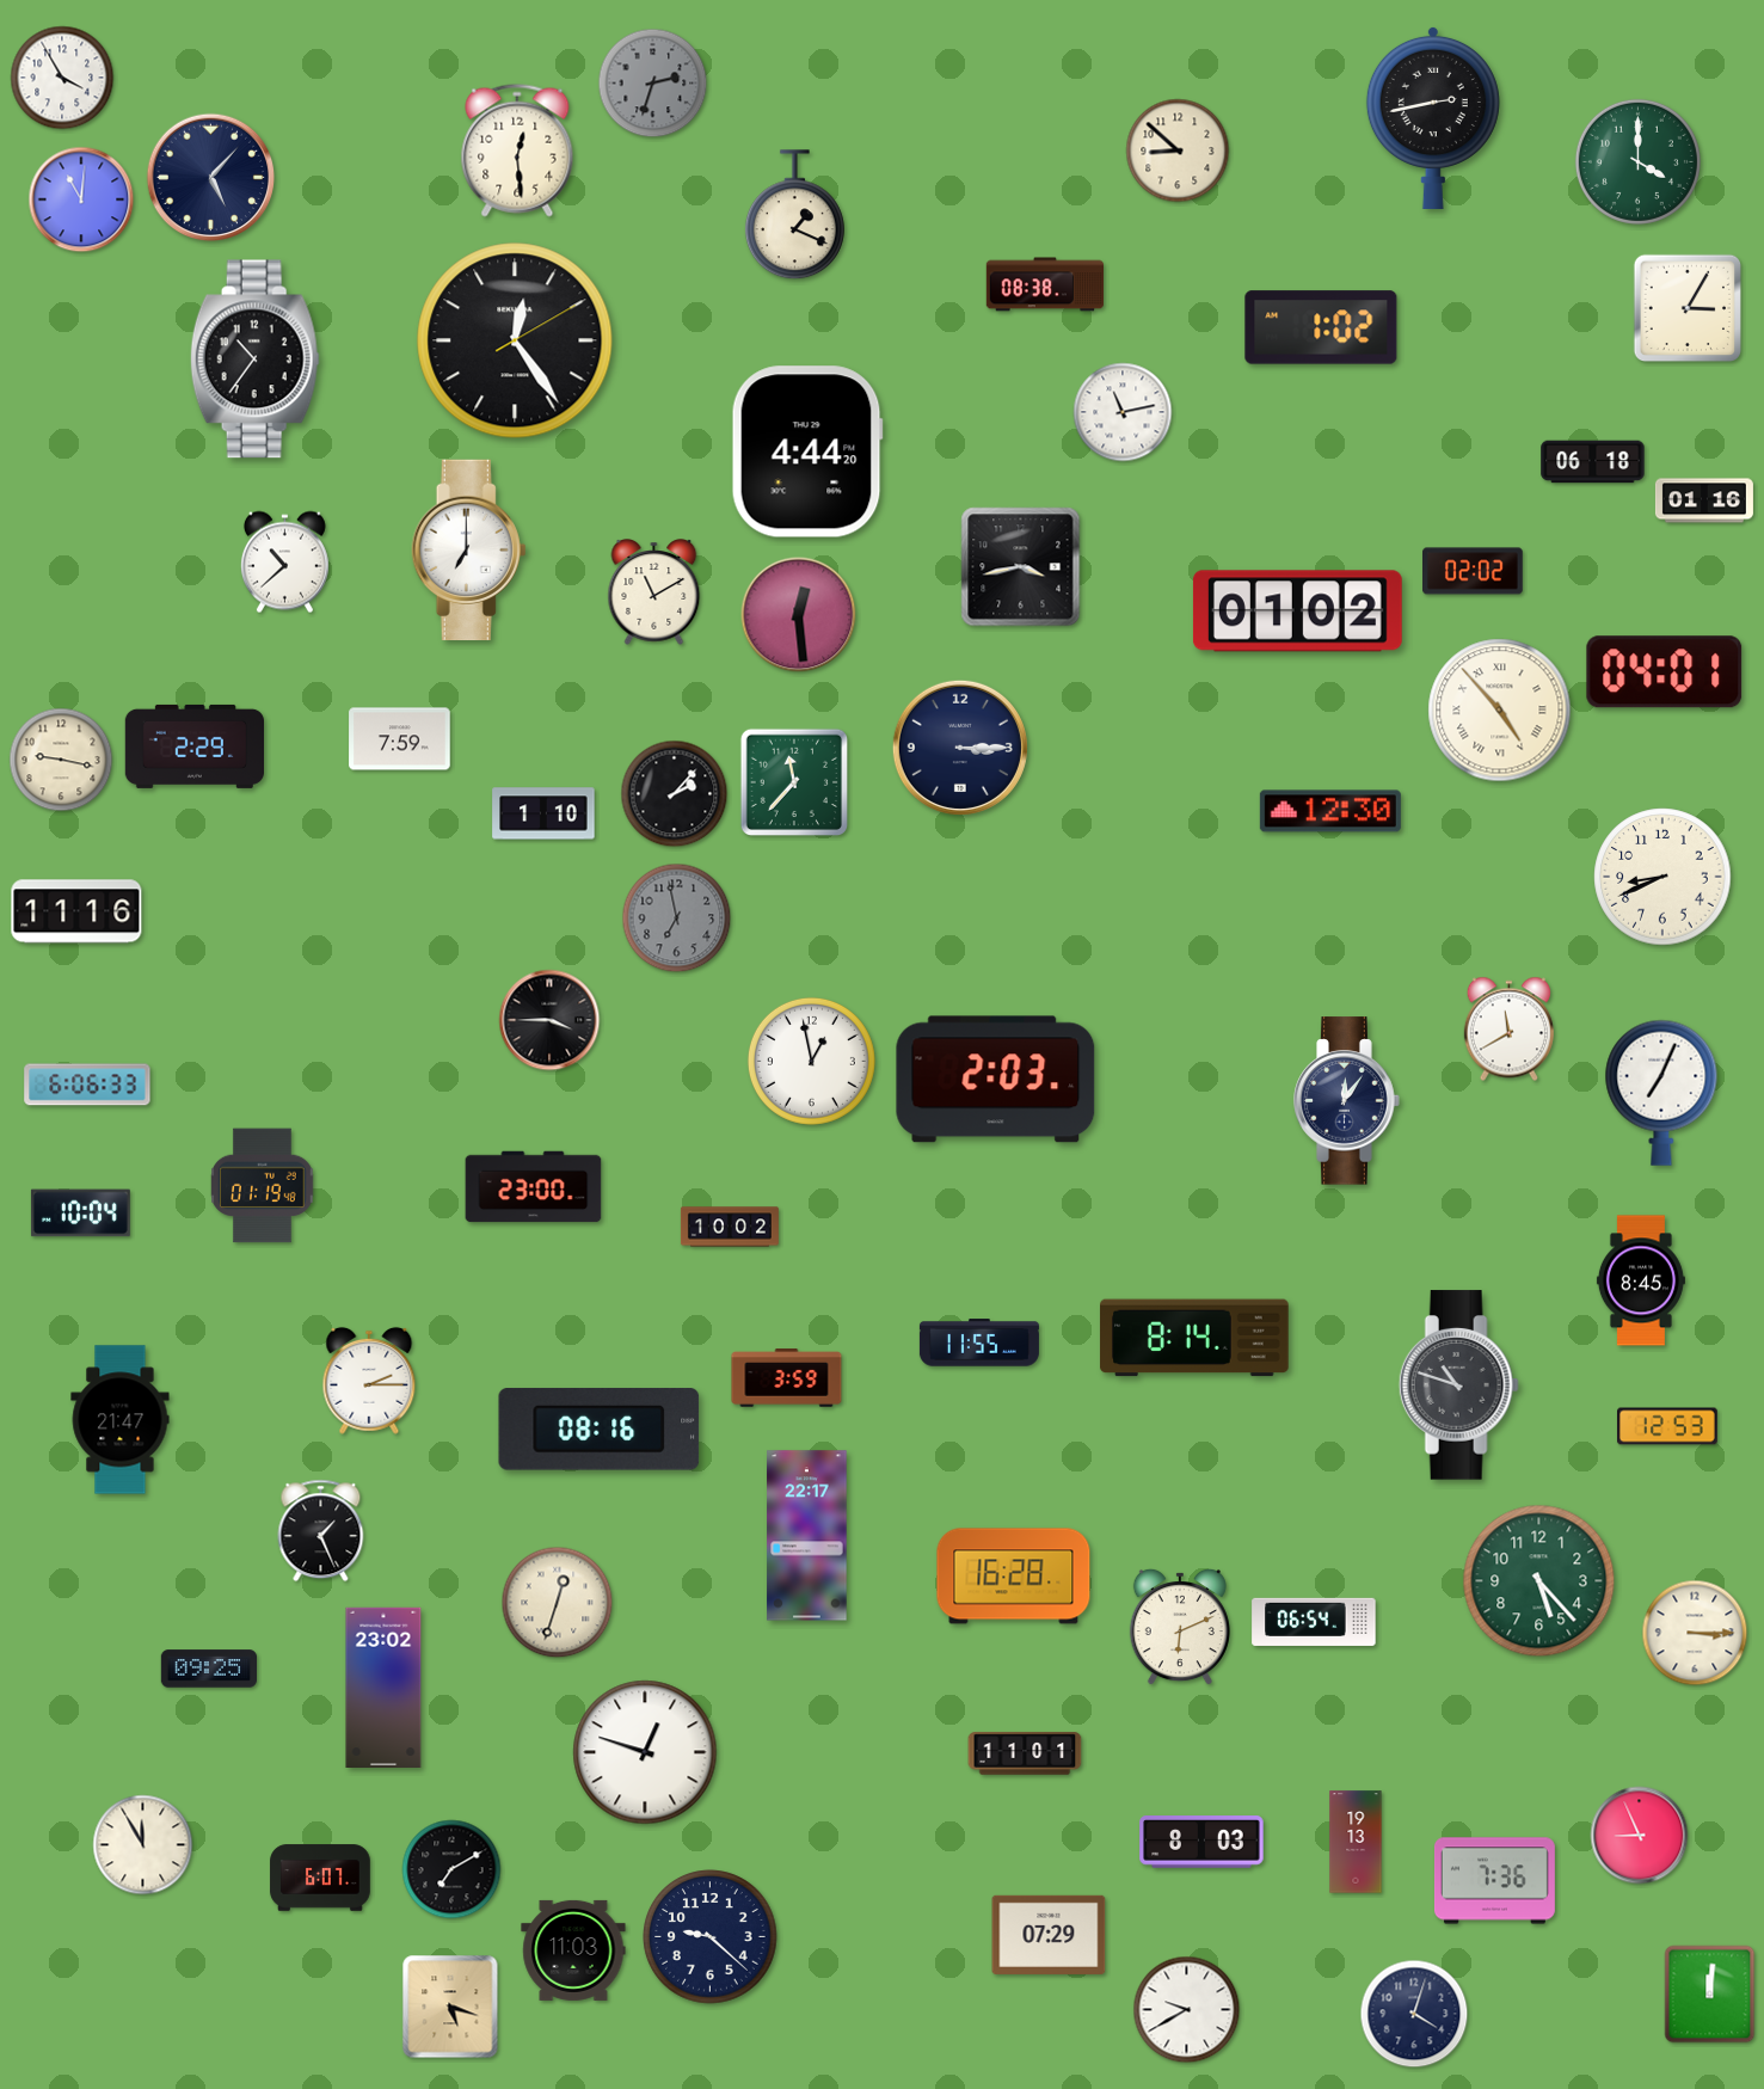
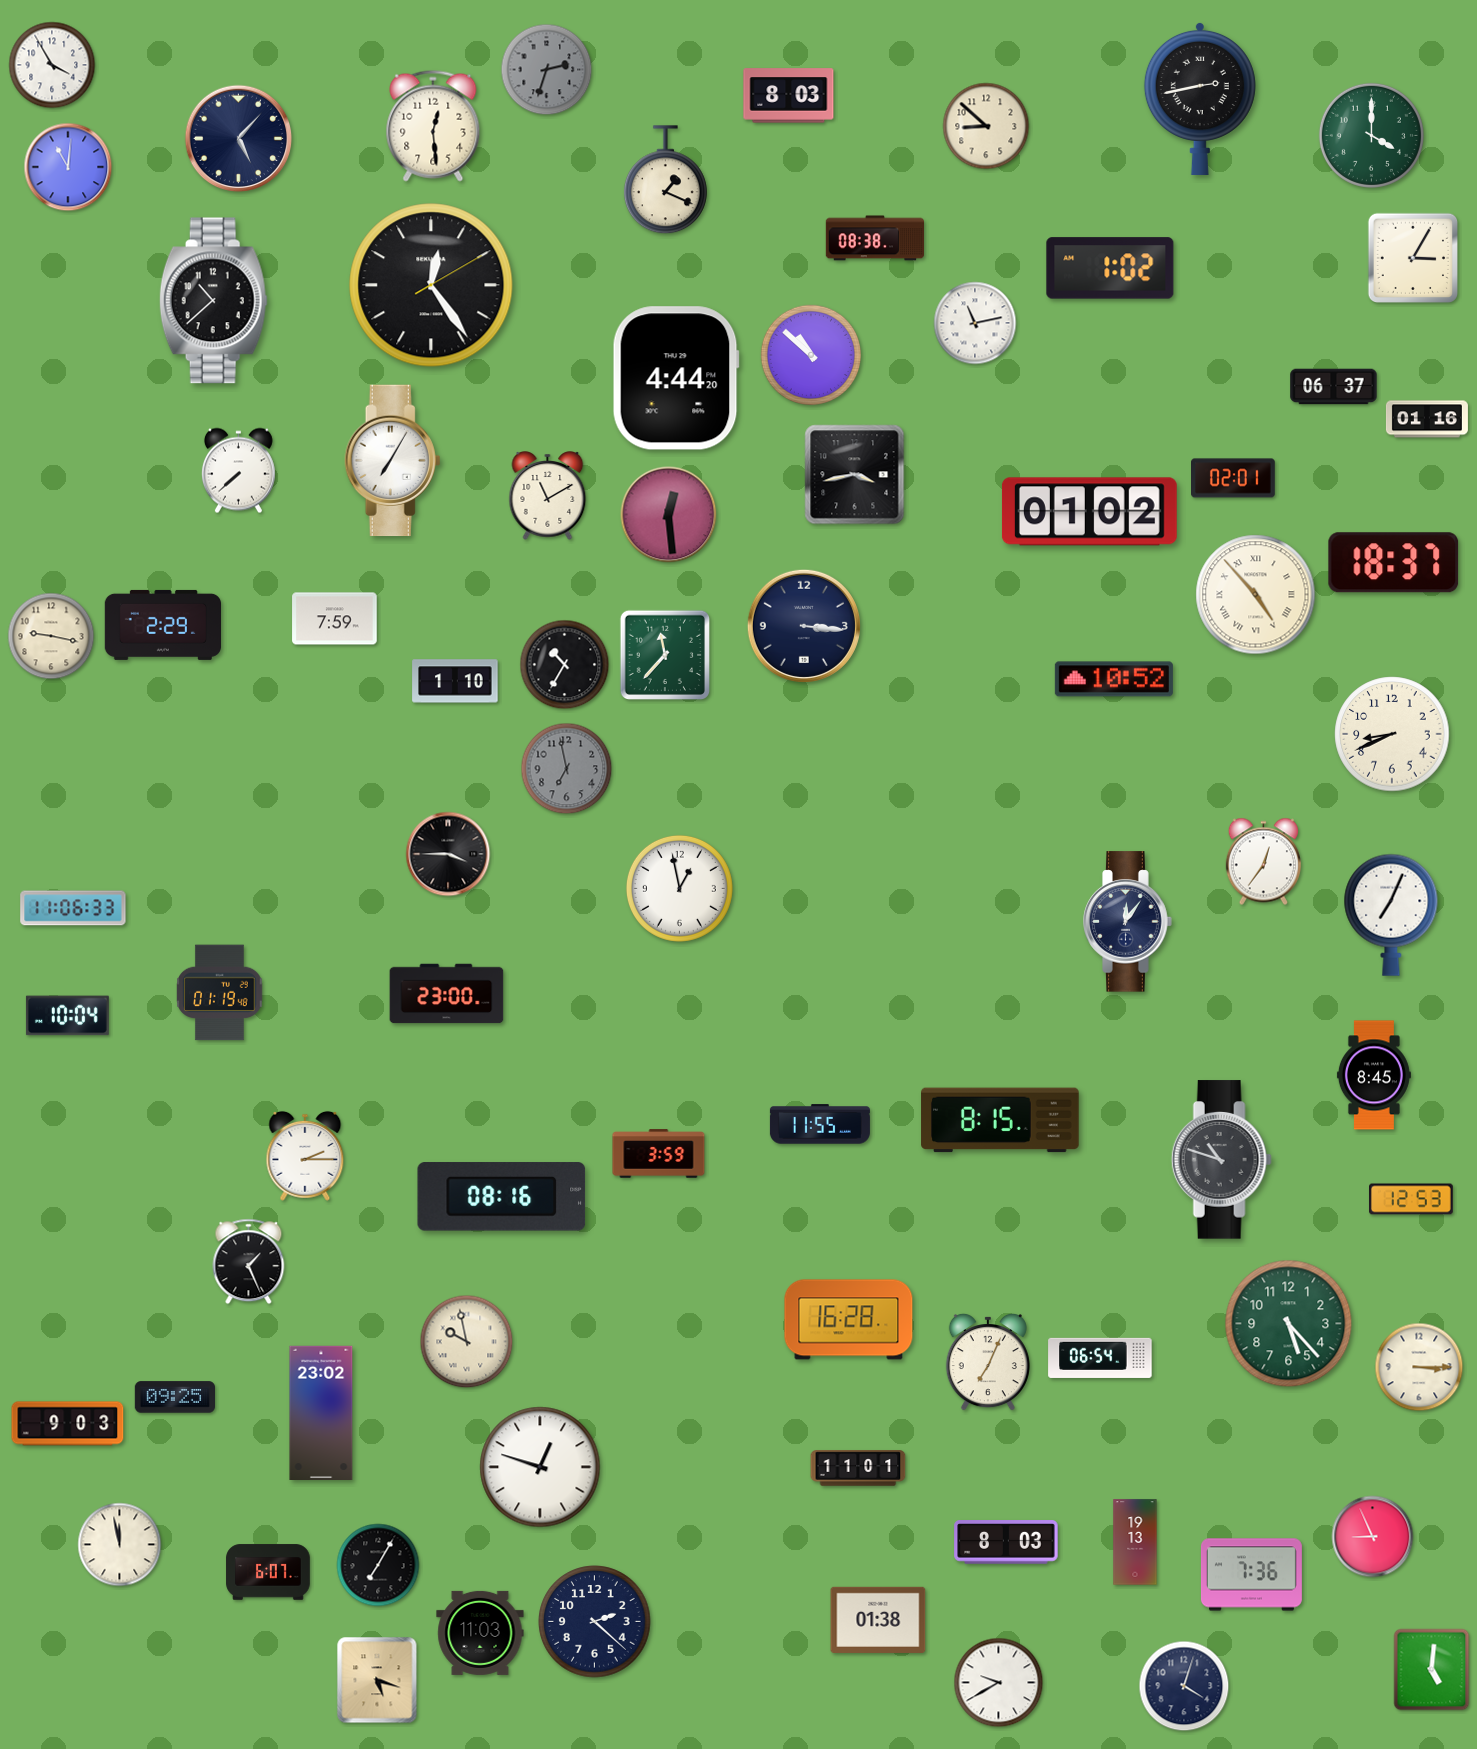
clock at (789, 96): none -> 8:03
clock at (211, 178) position: (211, 178) -> (239, 139)
clock at (1321, 327) position: (1321, 327) -> (1110, 268)
clock at (254, 360): 10:36 -> 10:38
clock at (1123, 412) position: (1123, 412) -> (975, 323)
clock at (810, 354): none -> 10:52
clock at (1593, 462): 06:18 -> 06:37
clock at (469, 551): 7:00 -> 7:05
clock at (284, 563): 10:38 -> 7:38
clock at (1474, 571): 02:02 -> 02:01
clock at (1297, 612) position: (1297, 612) -> (1089, 512)
clock at (1665, 672): 04:01 -> 18:37
clock at (960, 748): 3:15 -> 3:16
clock at (675, 794): 2:07 -> 10:35
clock at (1330, 811): 12:30 -> 10:52
clock at (76, 911): 11:16 -> none
clock at (549, 1020) position: (549, 1020) -> (448, 854)
clock at (1508, 1030): 11:40 -> 12:36
clock at (996, 1080): 2:03 -> none
clock at (87, 1085): 6:06 -> 11:06
clock at (730, 1227): 10:02 -> none
clock at (1641, 1280) position: (1641, 1280) -> (1374, 1075)
clock at (1194, 1338): 8:14 -> 8:15
clock at (369, 1381) position: (369, 1381) -> (305, 1156)
clock at (121, 1420): 21:47 -> none
clock at (1668, 1426) position: (1668, 1426) -> (1412, 1199)
clock at (321, 1531) position: (321, 1531) -> (249, 1262)
clock at (807, 1536): 22:17 -> none
clock at (558, 1603): 12:33 -> 9:58
clock at (1180, 1627): 6:11 -> 7:04
clock at (68, 1424): none -> 9:03
clock at (143, 1845): 11:55 -> 11:58
clock at (451, 1869): 7:10 -> 7:05
clock at (1049, 1935): 07:29 -> 01:38
clock at (711, 1937): 9:22 -> 2:22
clock at (1710, 1995): 12:01 -> 5:01
clock at (1187, 2010) position: (1187, 2010) -> (999, 1683)
